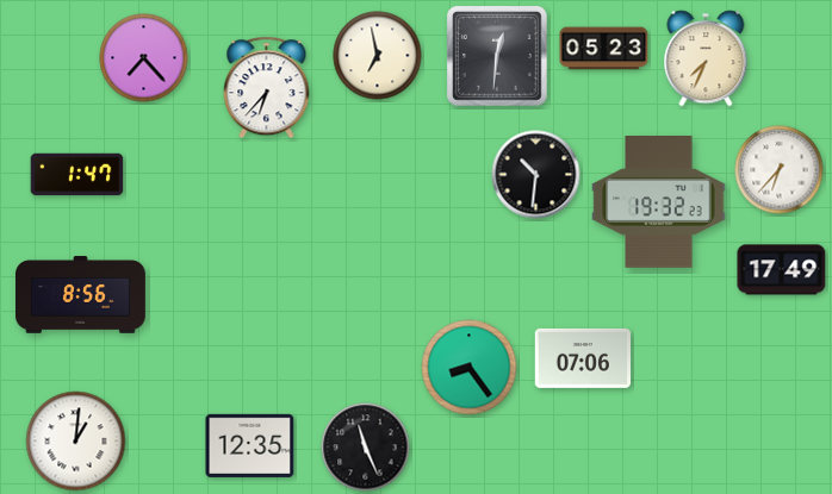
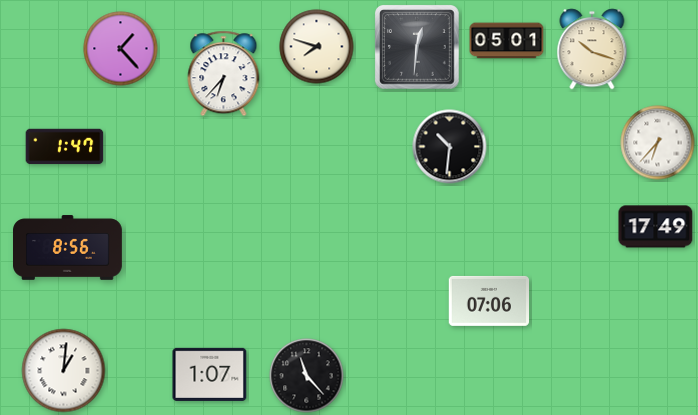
clock at (604, 49): 05:23 -> 05:01
clock at (378, 56): 6:58 -> 7:48
clock at (144, 58): 7:23 -> 1:23
clock at (706, 58): 7:34 -> 10:18
clock at (780, 170) position: (780, 170) -> (658, 143)
clock at (659, 202): 19:32 -> none
clock at (470, 368): 8:24 -> none
clock at (250, 445): 12:35 -> 1:07
clock at (366, 448): 11:26 -> 11:23
